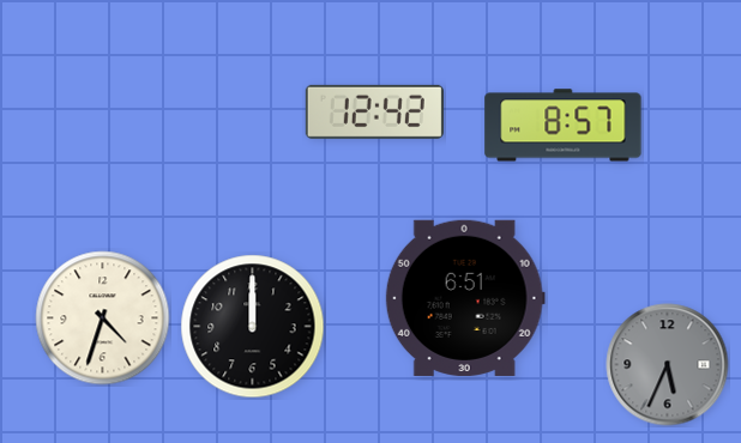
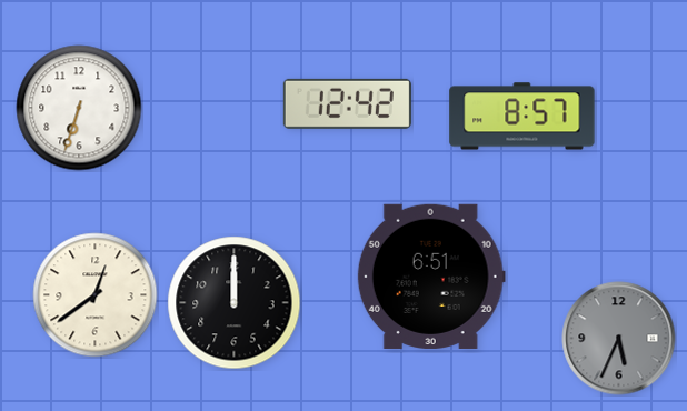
clock at (79, 108): none -> 6:33
clock at (103, 318): 4:33 -> 12:39
